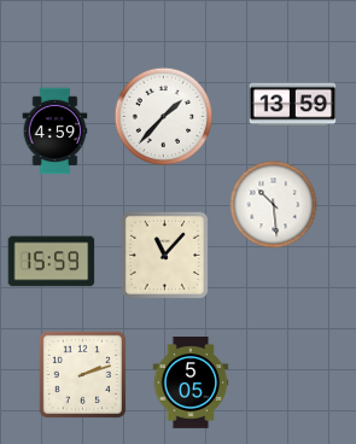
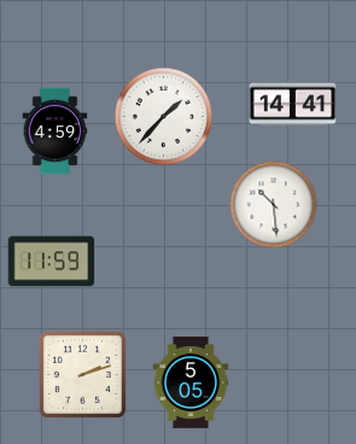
clock at (293, 105): 13:59 -> 14:41
clock at (164, 255): 11:07 -> none
clock at (52, 262): 15:59 -> 11:59
